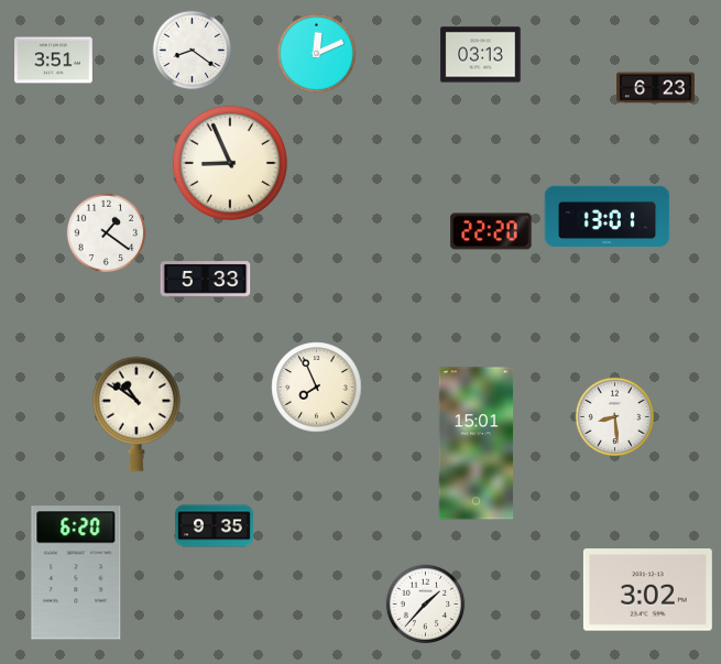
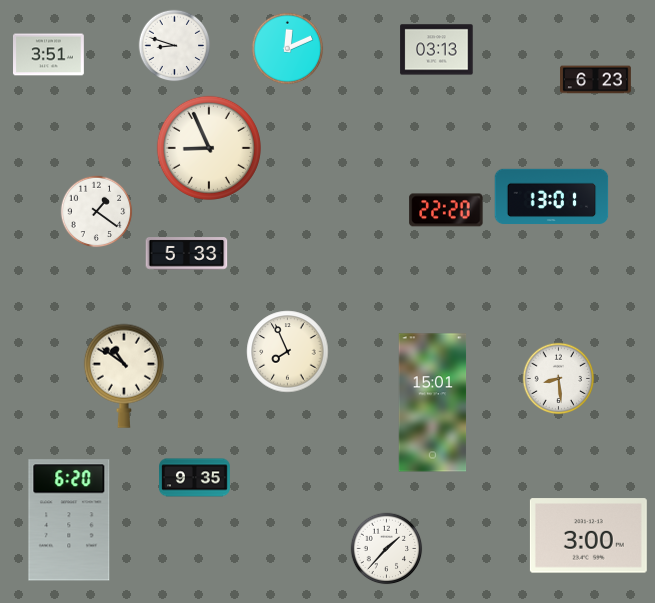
clock at (193, 51): 8:21 -> 8:48
clock at (647, 590): 3:02 -> 3:00
